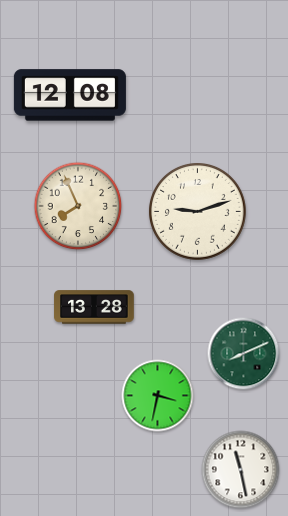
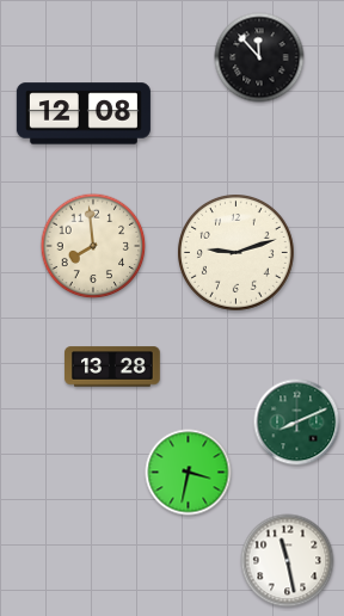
clock at (259, 57): none -> 11:53
clock at (78, 206): 7:56 -> 7:59
clock at (244, 354) position: (244, 354) -> (297, 423)
